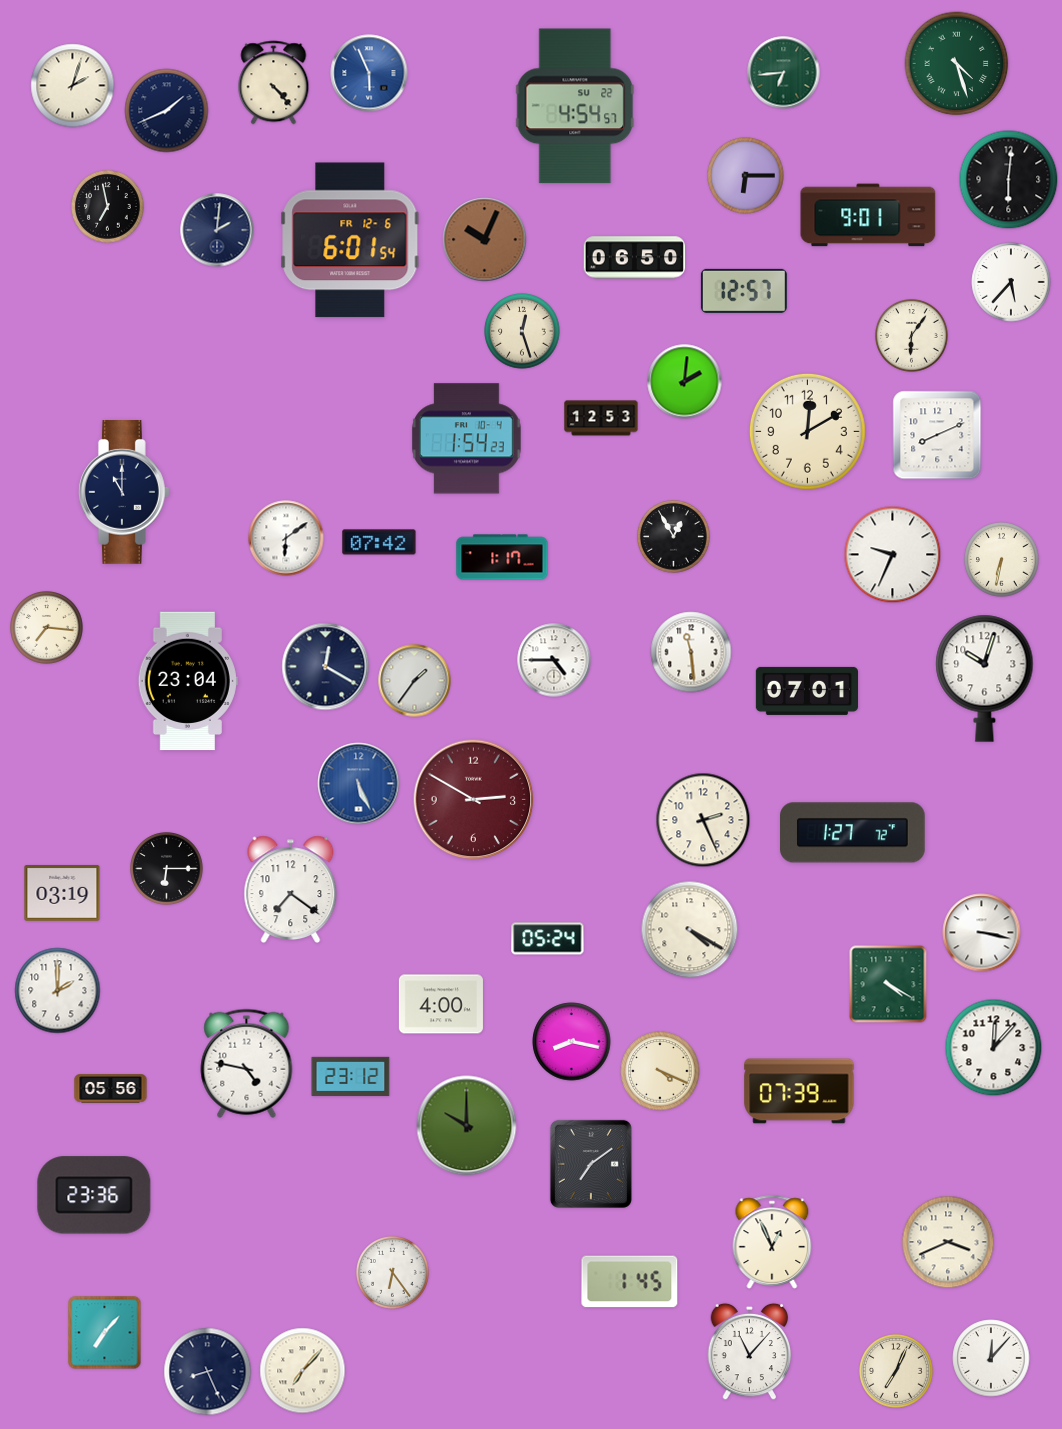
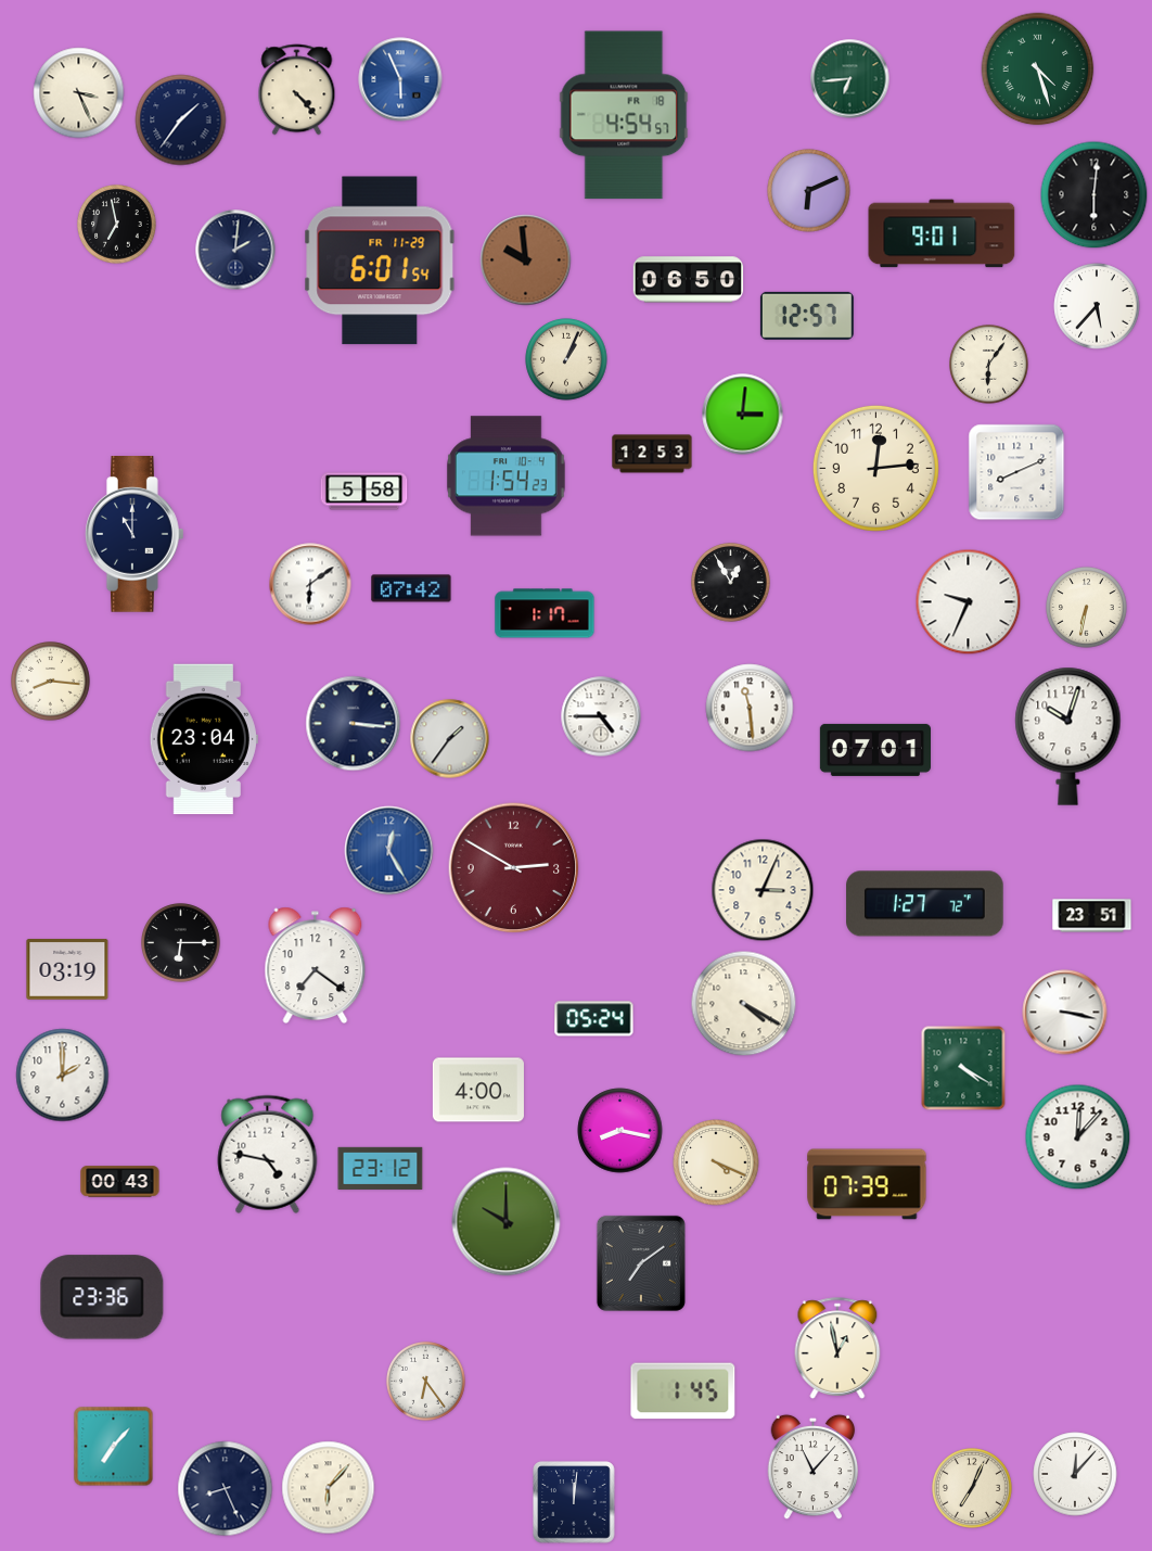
clock at (73, 86): 2:03 -> 3:26
clock at (575, 106) date: SU 22 -> FR 18
clock at (167, 111): 1:41 -> 1:36
clock at (746, 176): 6:15 -> 6:11
clock at (350, 240) date: FR 12-6 -> FR 11-29
clock at (485, 240): 10:04 -> 9:59
clock at (522, 331): 12:27 -> 1:04
clock at (685, 382): 2:01 -> 3:01
clock at (807, 431): 12:10 -> 12:14
clock at (364, 492): none -> 5:58
clock at (502, 557) position: (502, 557) -> (545, 613)
clock at (47, 628): 7:16 -> 8:16
clock at (326, 667): 12:20 -> 3:16
clock at (359, 784): 5:26 -> 12:25
clock at (703, 820): 2:26 -> 3:04
clock at (1092, 916): none -> 23:51
clock at (690, 930) position: (690, 930) -> (744, 1004)
clock at (111, 1089): 05:56 -> 00:43
clock at (772, 1242): 12:56 -> 12:58
clock at (948, 1242): 3:41 -> none
clock at (303, 1371): 7:07 -> 6:07
clock at (574, 1502): none -> 12:01
